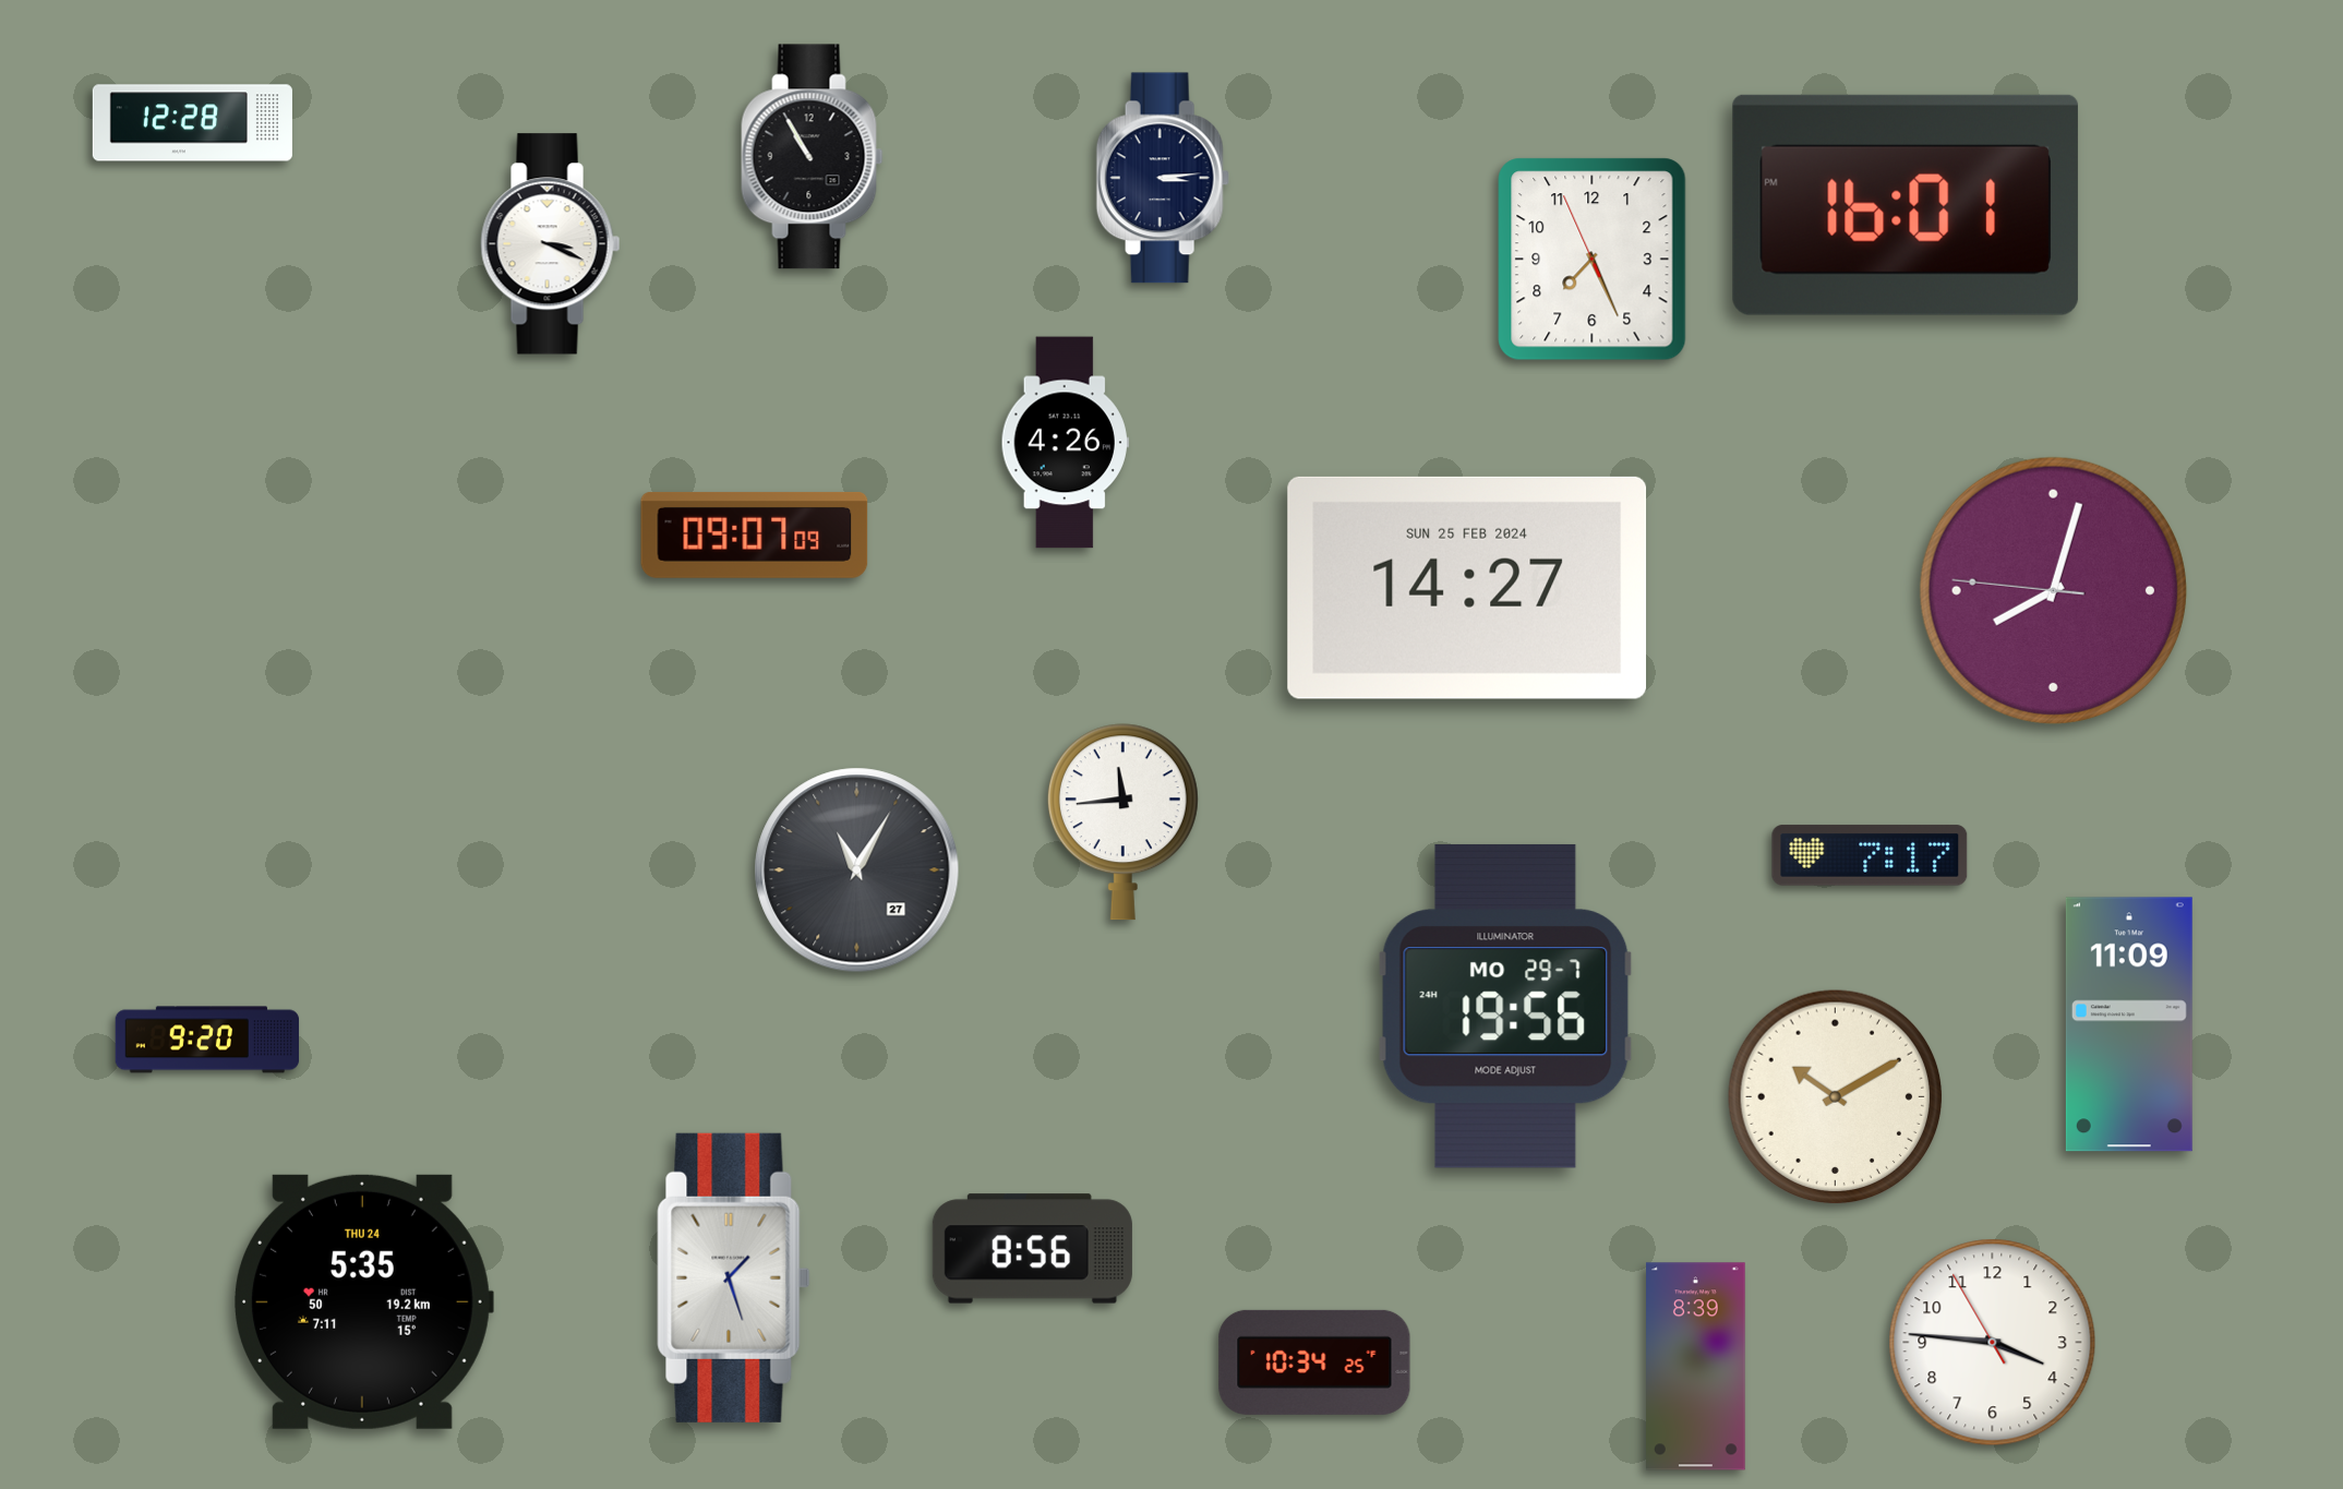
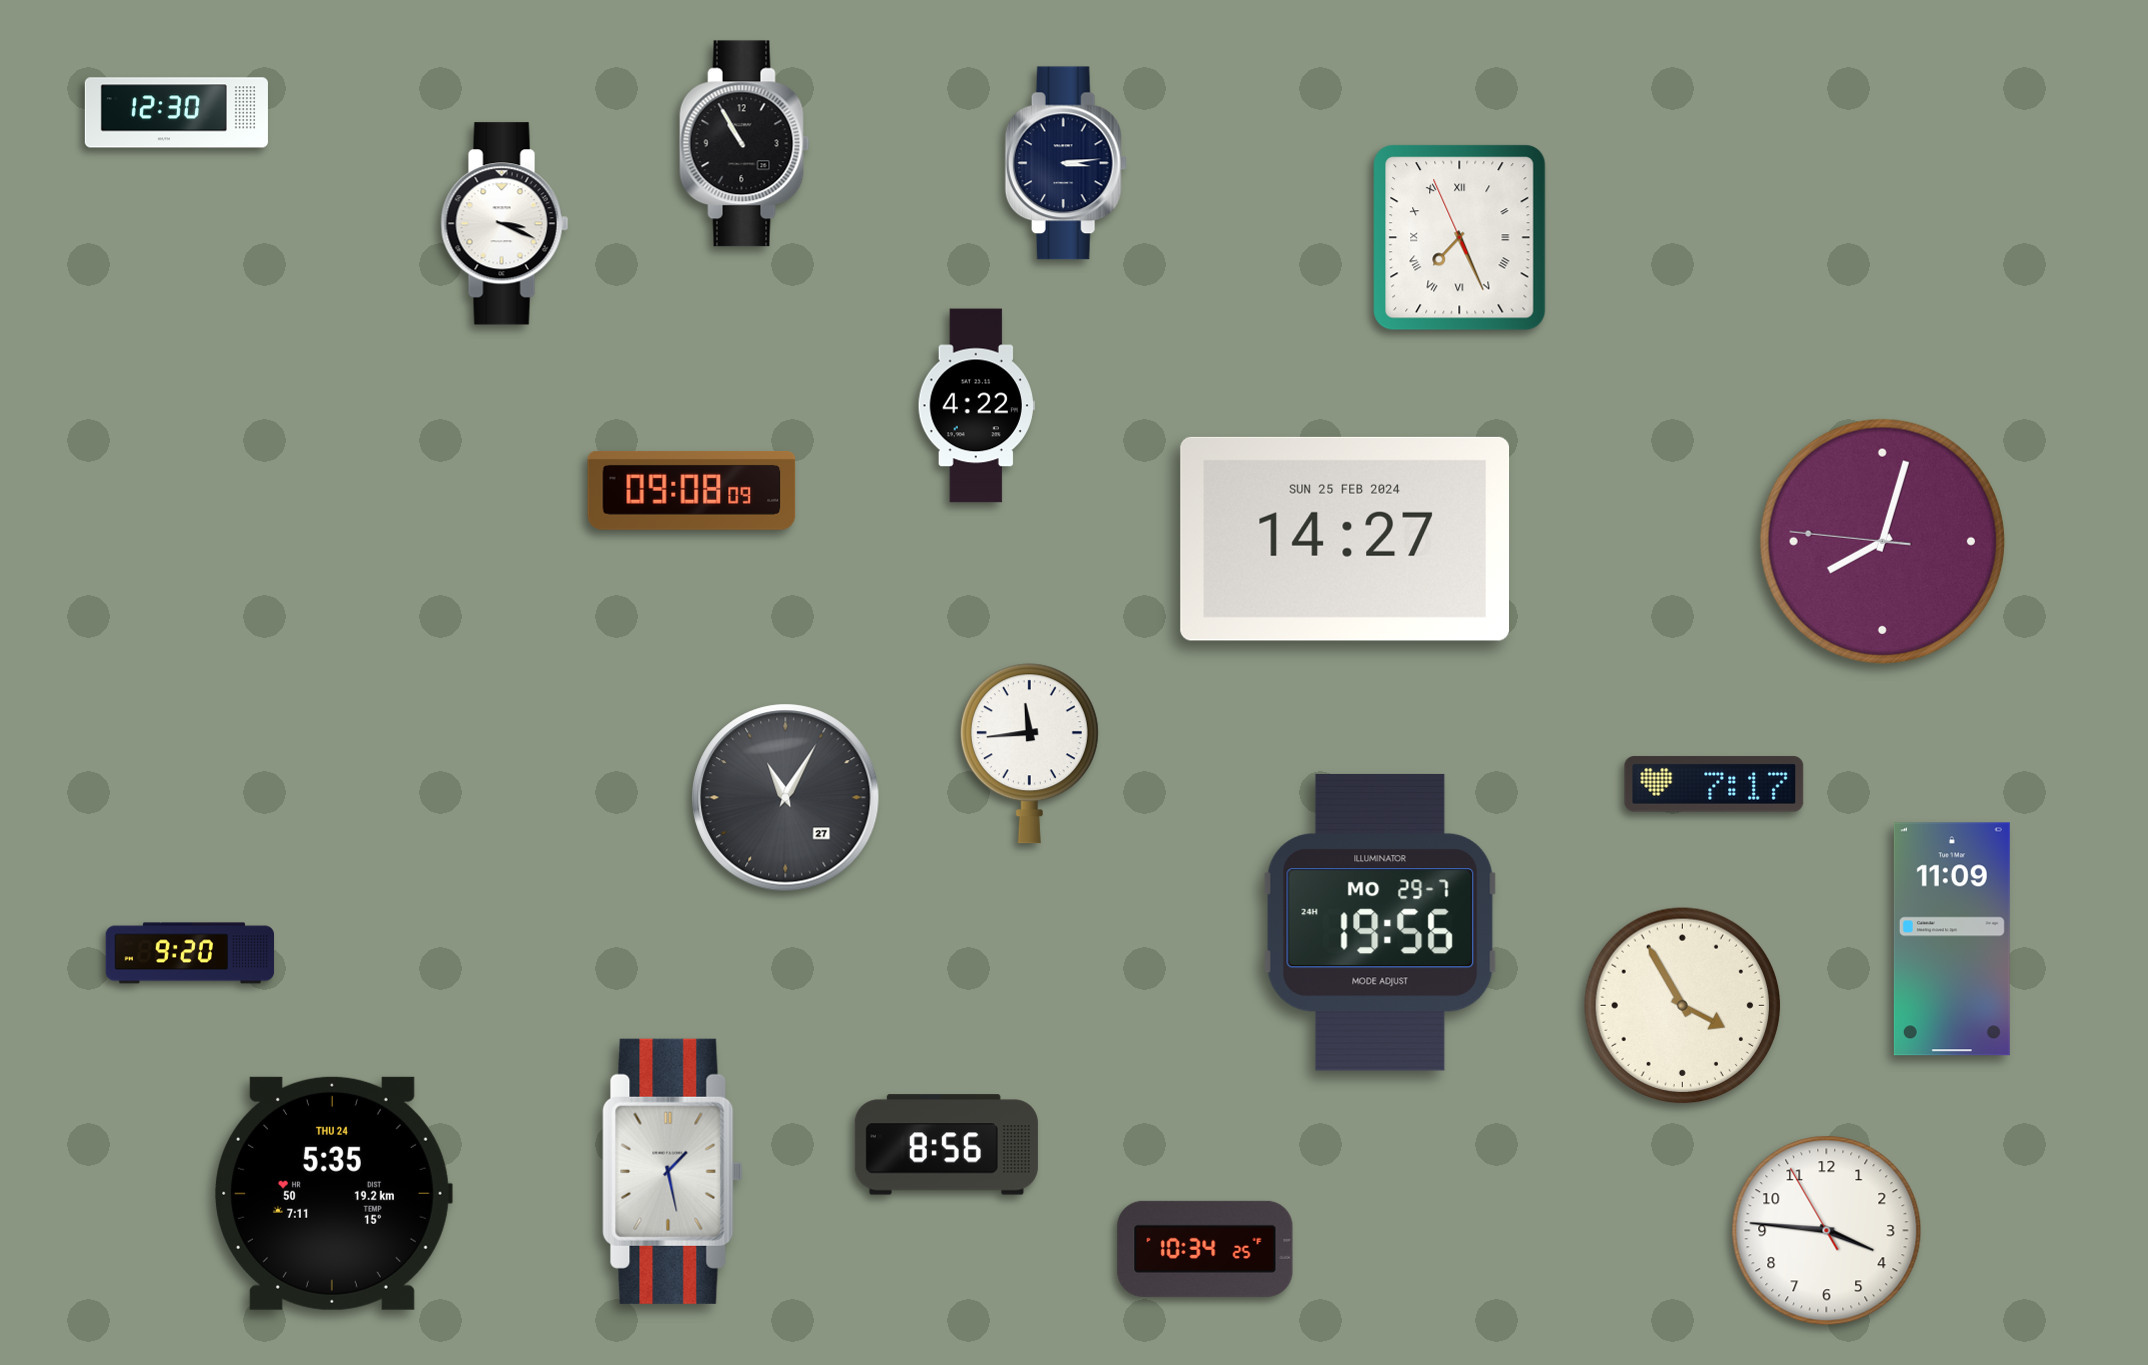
clock at (192, 123): 12:28 -> 12:30
clock at (1906, 205): 16:01 -> none
clock at (1593, 260) numerals: Arabic -> Roman
clock at (1065, 443): 4:26 -> 4:22
clock at (755, 535): 09:07 -> 09:08
clock at (1836, 1097): 10:10 -> 3:55
clock at (734, 1277): 1:27 -> 1:28
clock at (1696, 1367): 8:39 -> none
